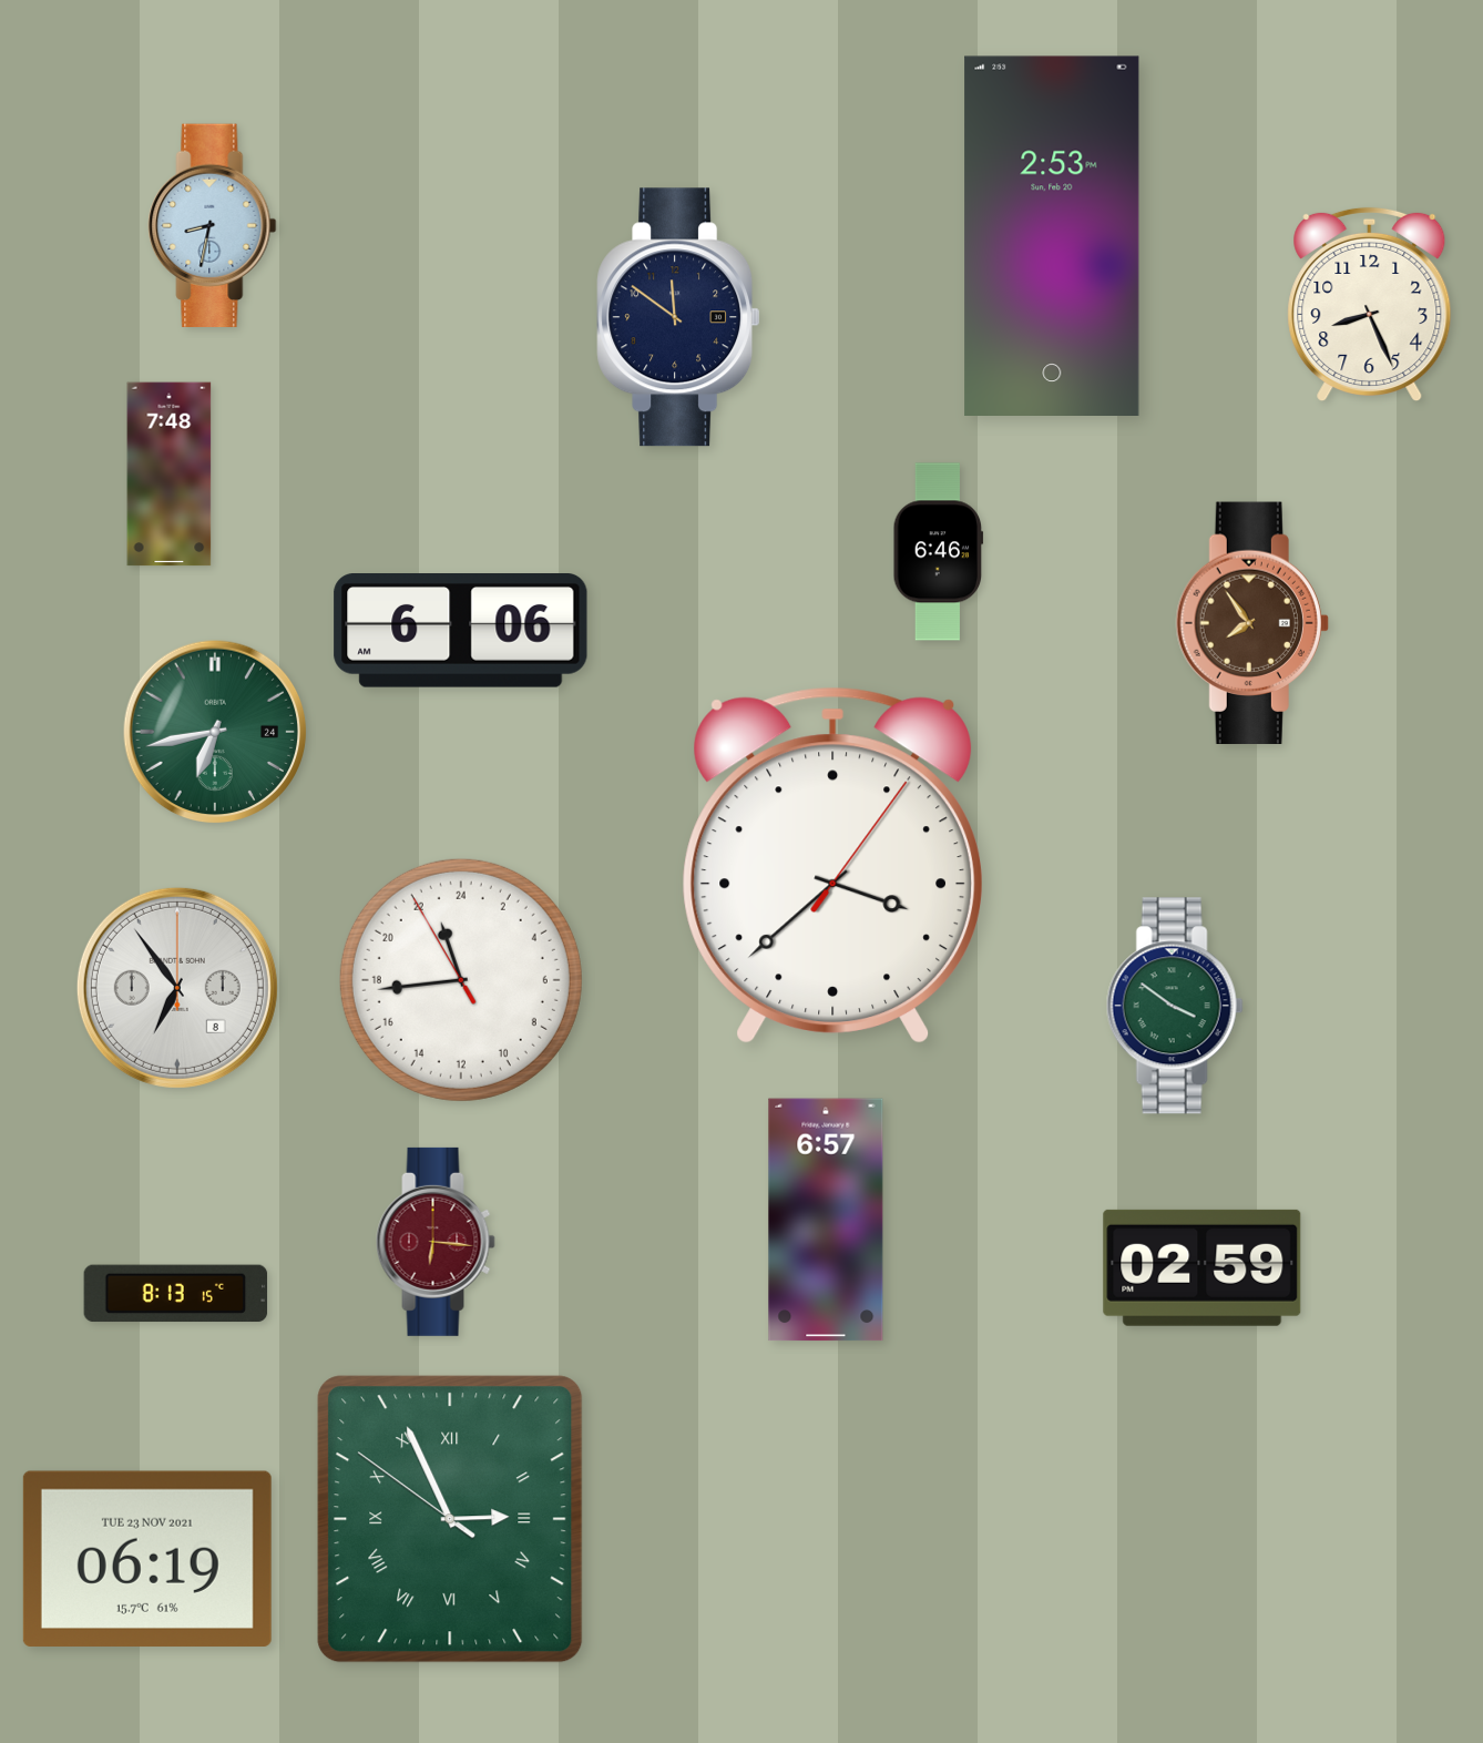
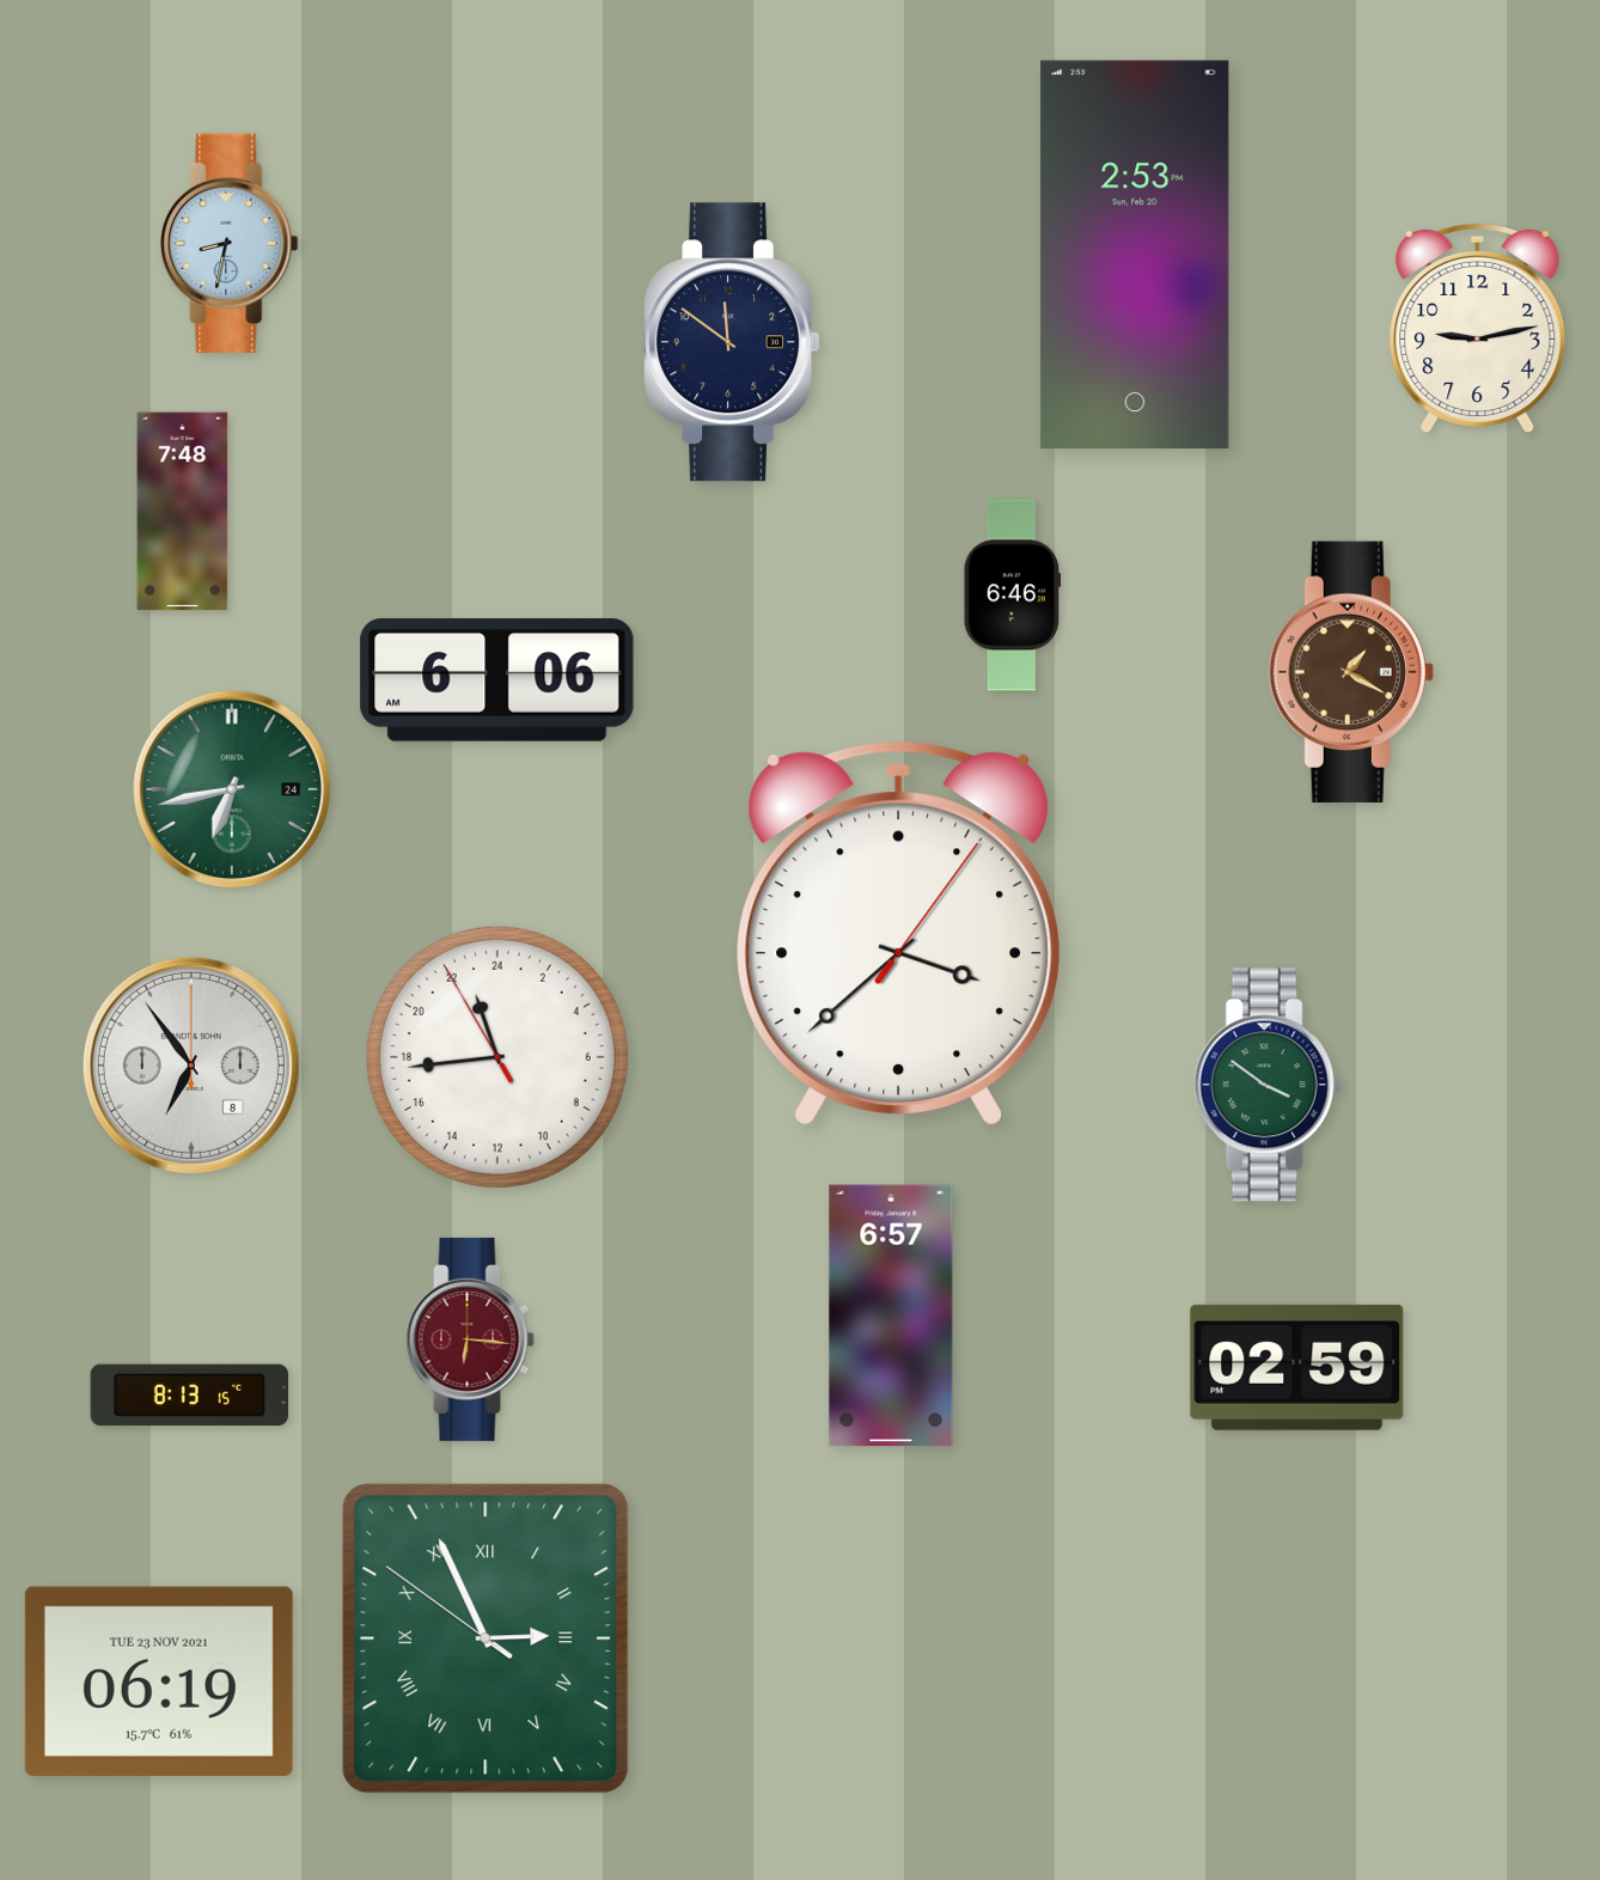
clock at (1370, 304): 8:26 -> 9:13
clock at (1252, 622): 7:54 -> 1:20
